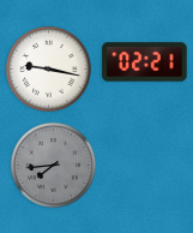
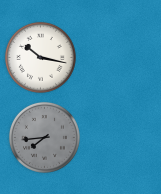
clock at (145, 62): 02:21 -> none
clock at (48, 68): 9:17 -> 10:17
